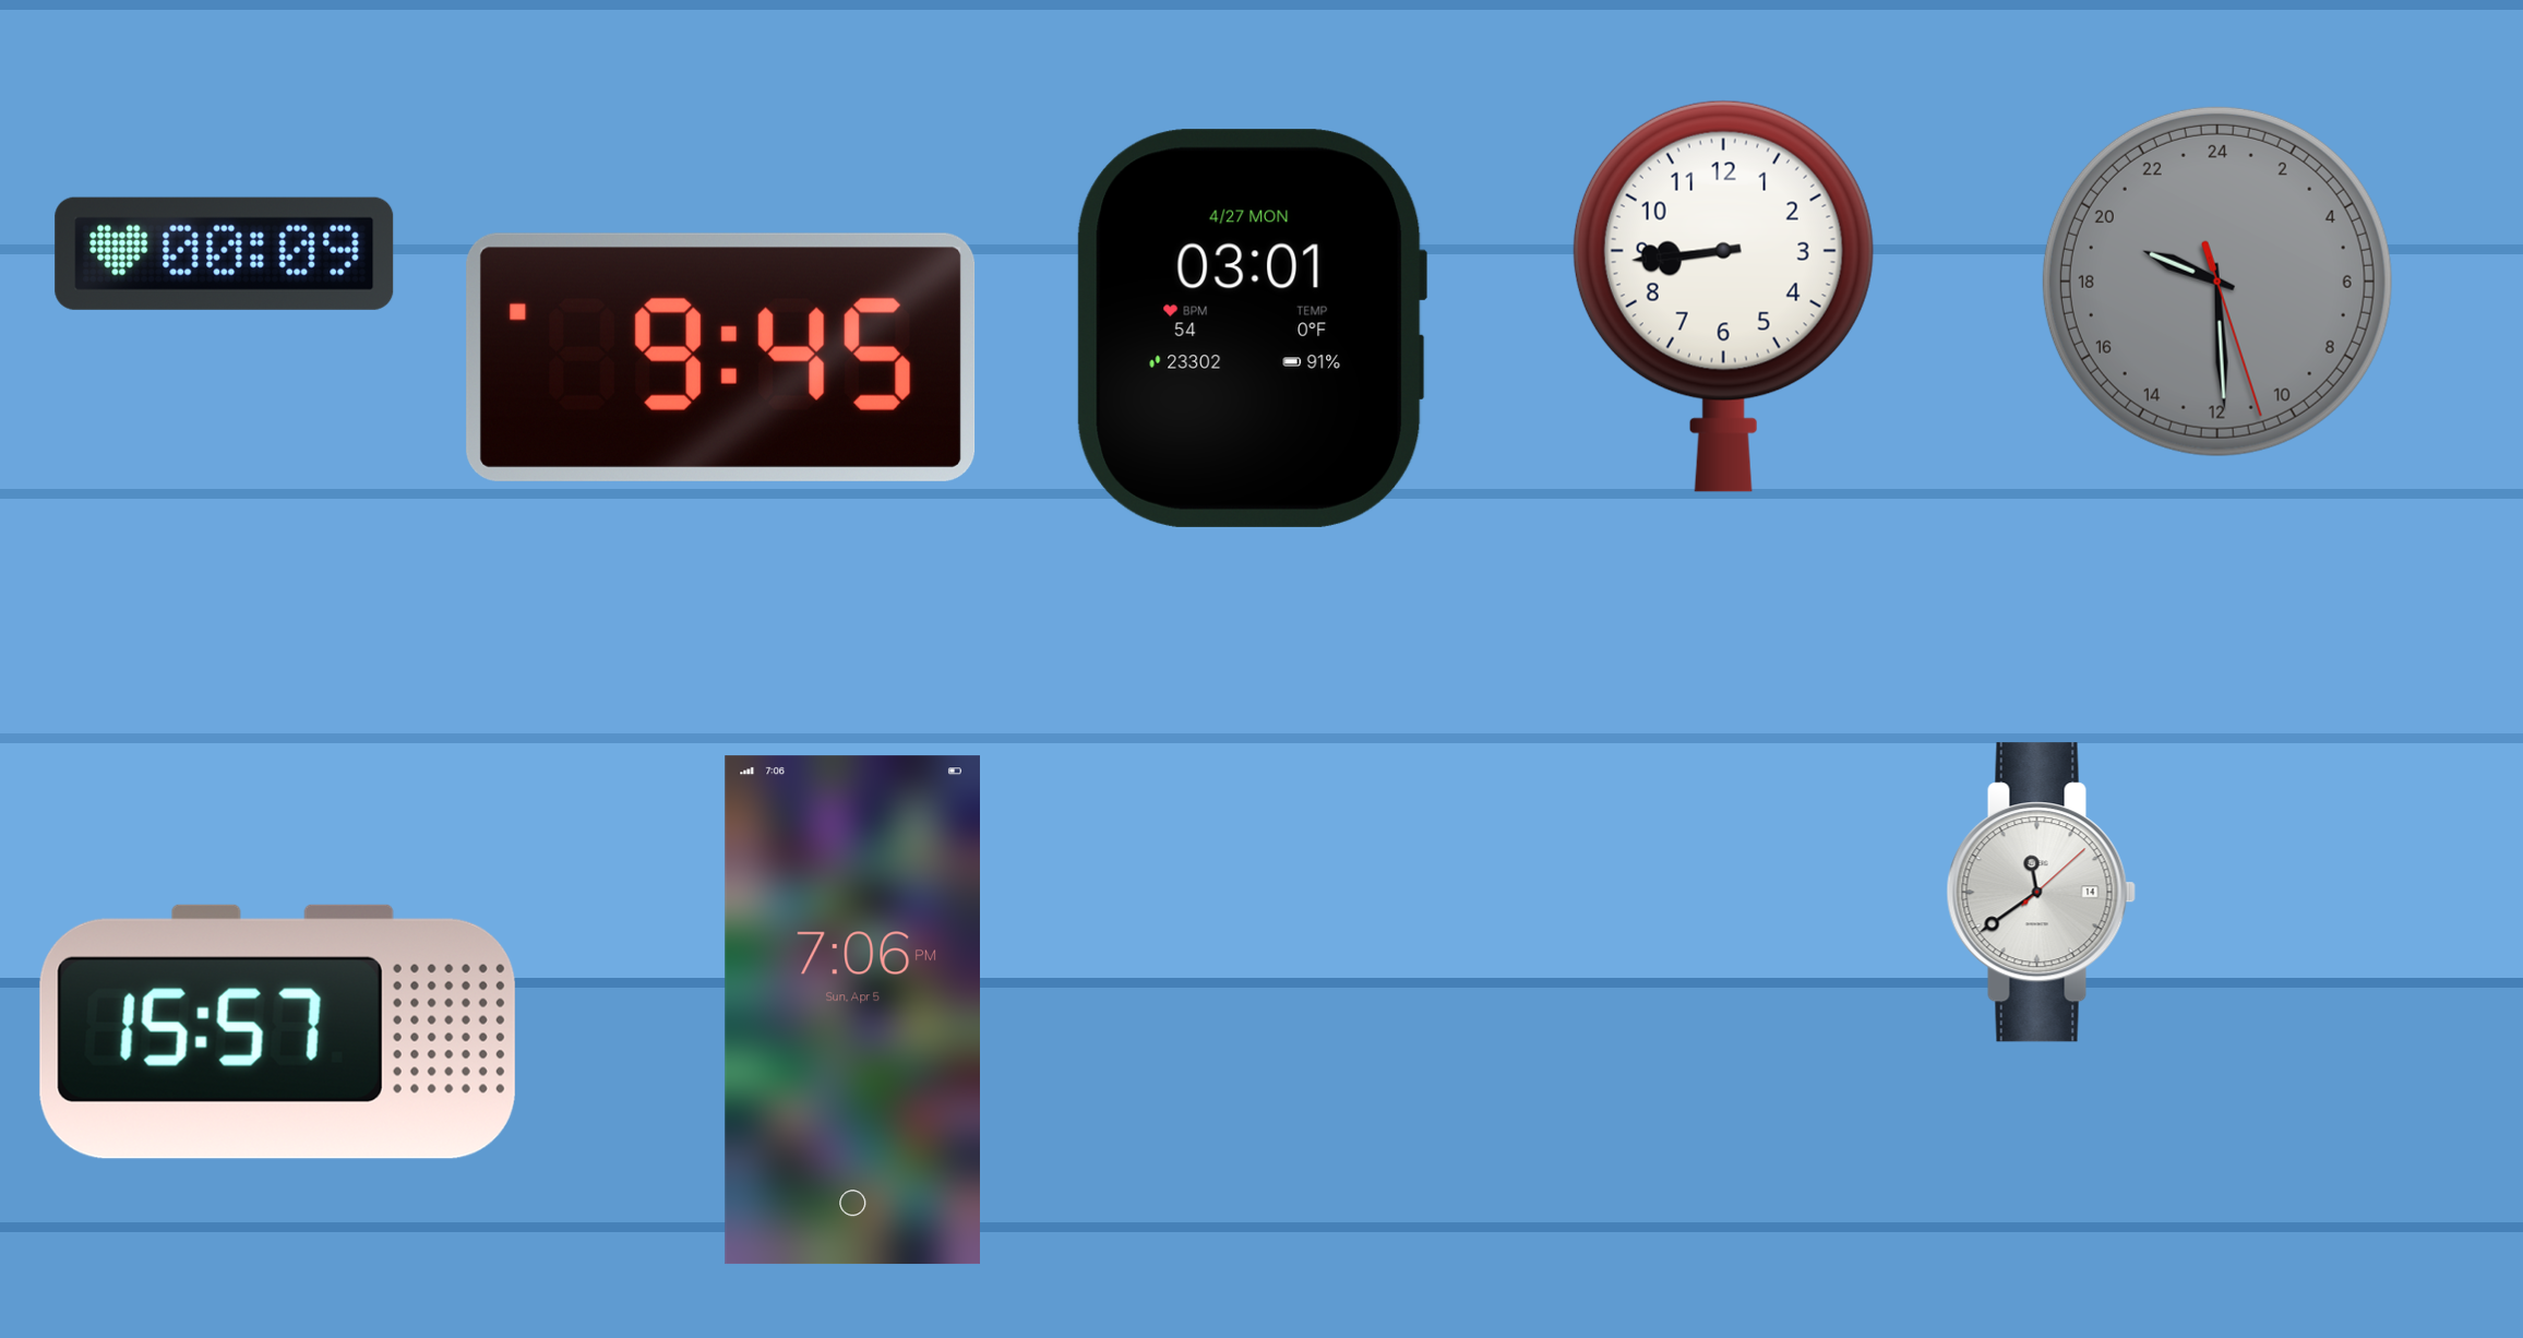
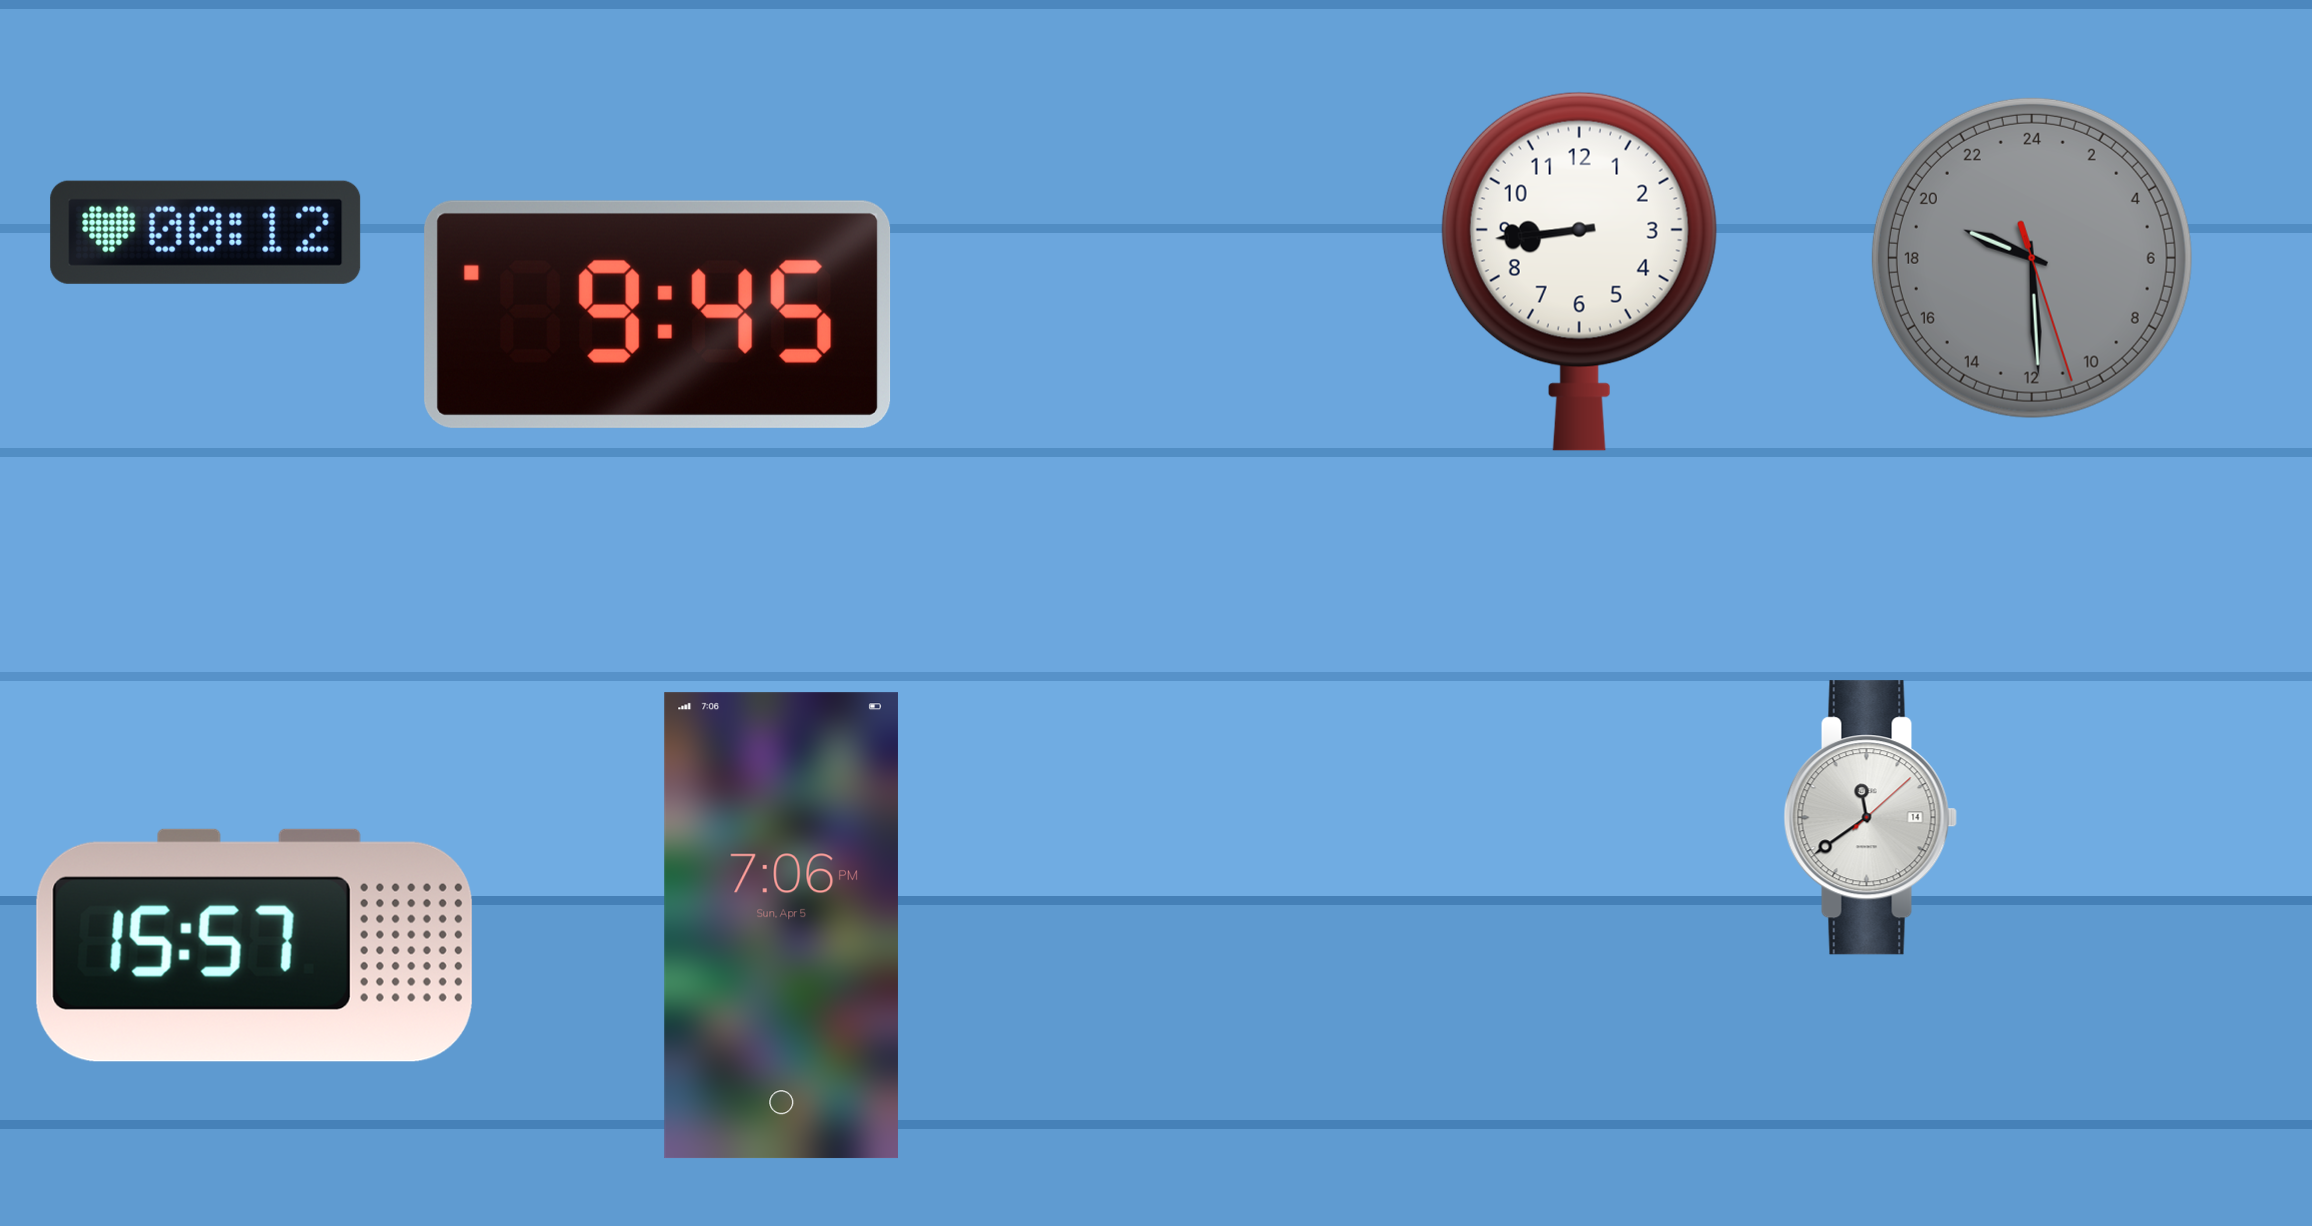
clock at (225, 253): 00:09 -> 00:12
clock at (1252, 328): 03:01 -> none
clock at (721, 357) position: (721, 357) -> (658, 314)
